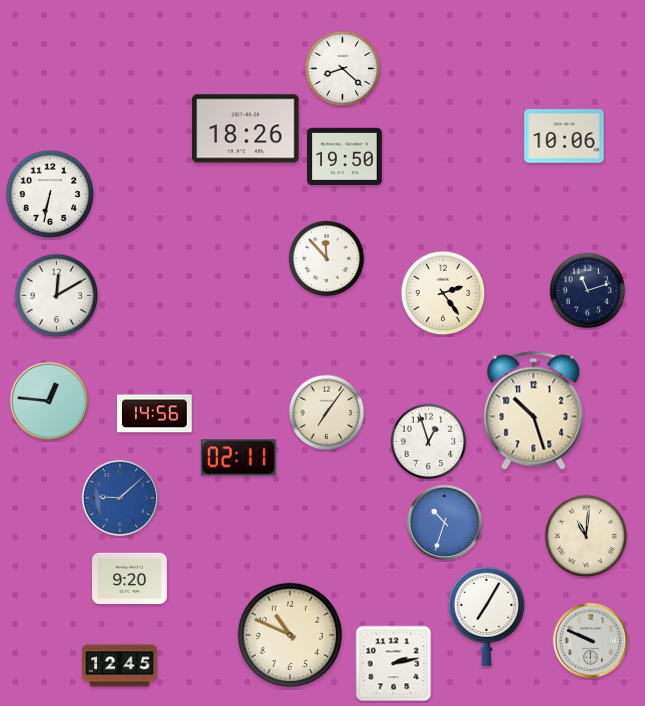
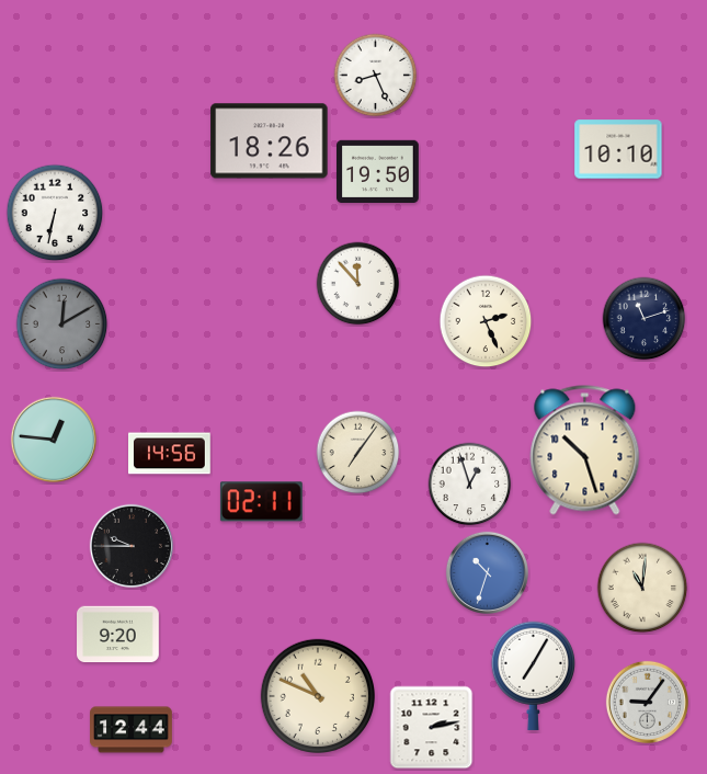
clock at (343, 69): 8:22 -> 8:26
clock at (564, 136): 10:06 -> 10:10
clock at (443, 293): 2:24 -> 2:26
clock at (57, 296) dial: white -> grey
clock at (119, 497): 9:08 -> 9:45
clock at (119, 497) dial: blue -> black
clock at (130, 579) position: (130, 579) -> (118, 635)
clock at (590, 640): 9:49 -> 9:06
clock at (120, 666): 12:45 -> 12:44
